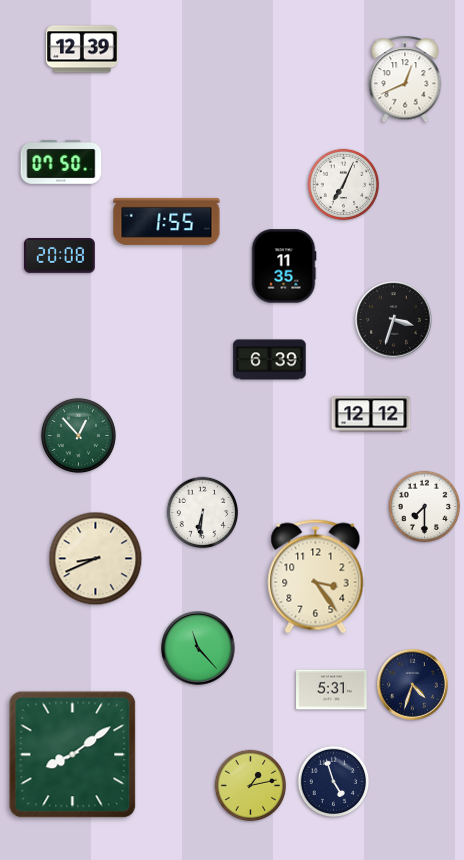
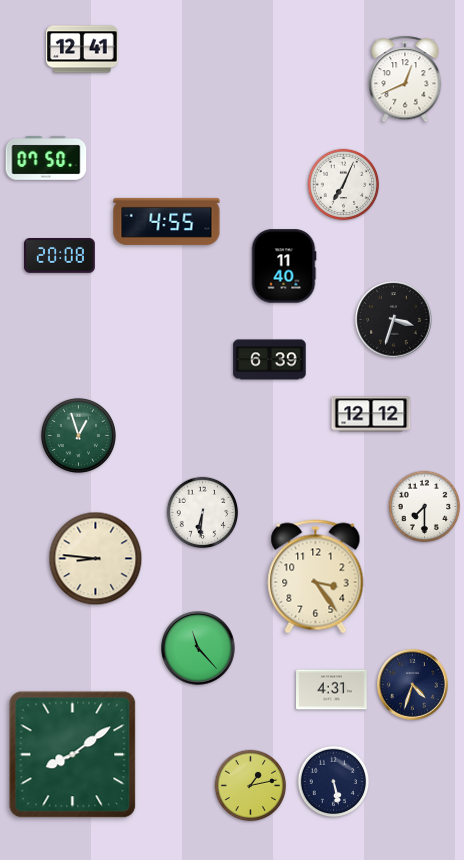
clock at (82, 49): 12:39 -> 12:41
clock at (61, 162) position: (61, 162) -> (46, 158)
clock at (167, 221): 1:55 -> 4:55
clock at (284, 266): 11:35 -> 11:40
clock at (78, 435): 12:53 -> 12:57
clock at (96, 559): 8:41 -> 8:46
clock at (332, 690): 5:31 -> 4:31
clock at (334, 782): 4:57 -> 5:28
